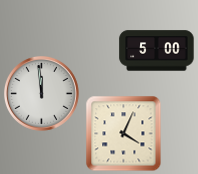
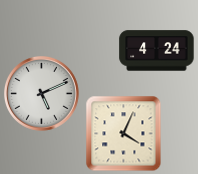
clock at (157, 51): 5:00 -> 4:24
clock at (42, 94): 11:59 -> 5:11
